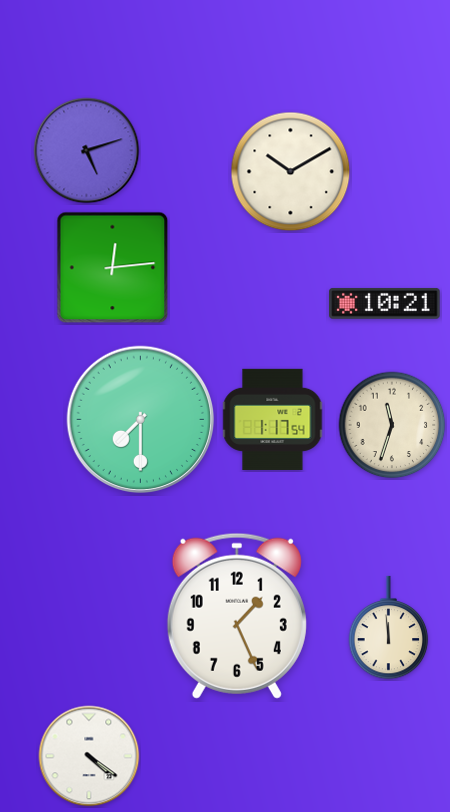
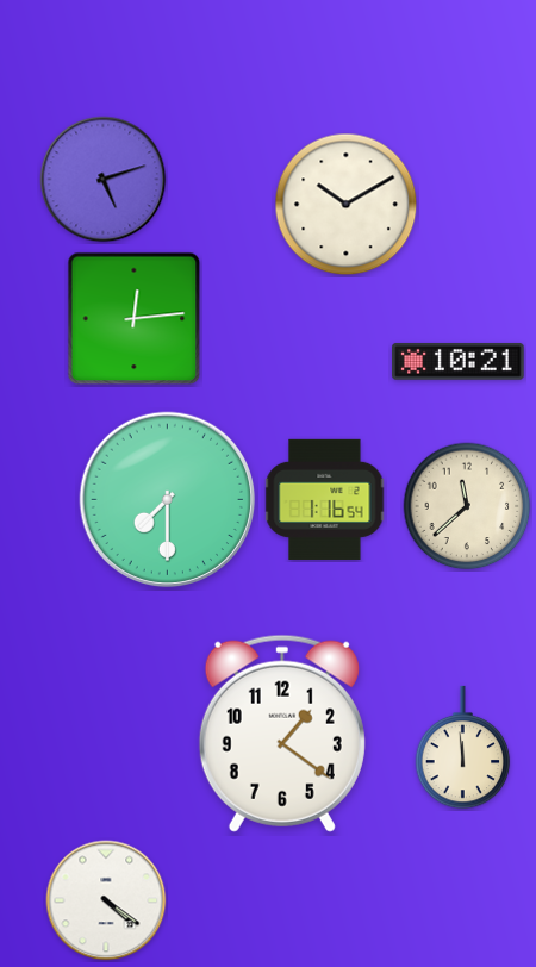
clock at (273, 419): 1:17 -> 1:16
clock at (392, 425): 11:33 -> 11:38
clock at (237, 616): 1:26 -> 1:21
